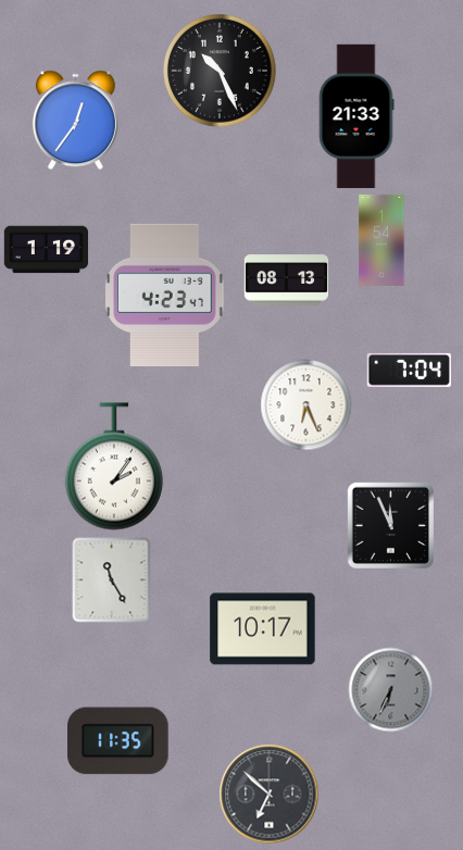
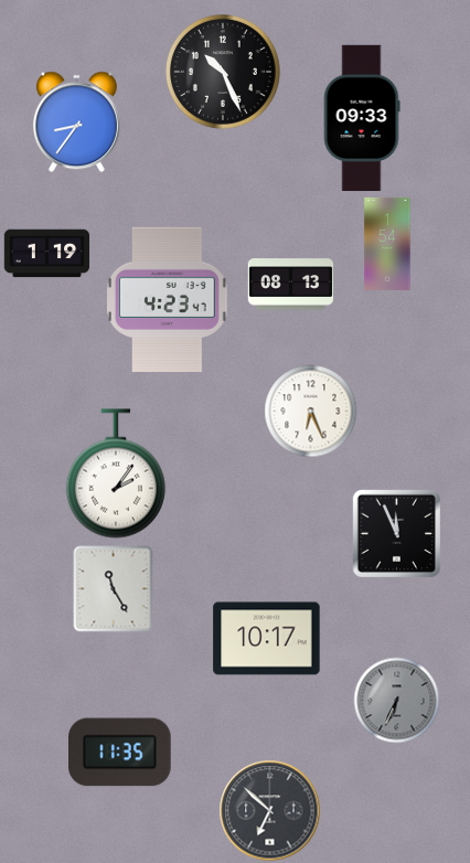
clock at (356, 116): 21:33 -> 09:33
clock at (75, 120): 12:36 -> 8:36
clock at (409, 370): 7:04 -> none
clock at (268, 793) position: (268, 793) -> (269, 810)
